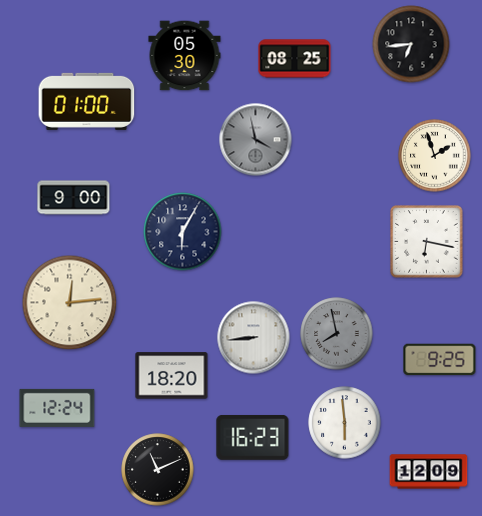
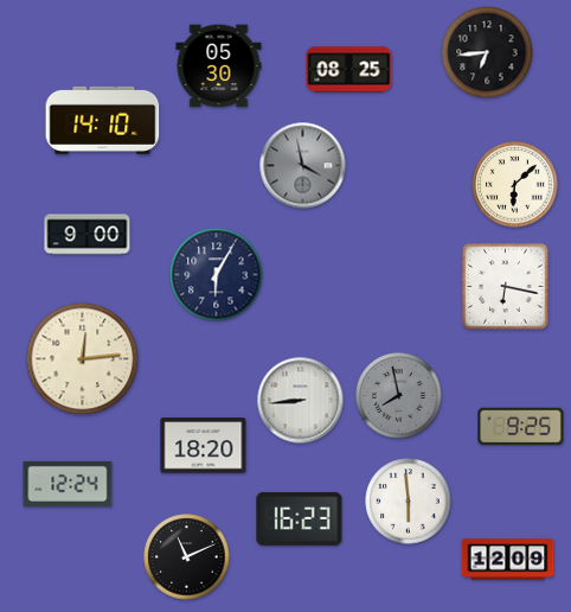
clock at (87, 101): 01:00 -> 14:10
clock at (435, 156): 1:57 -> 6:08
